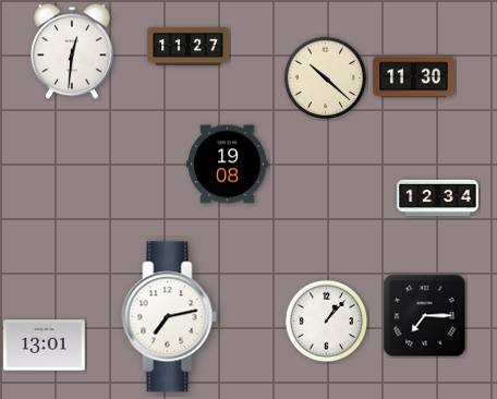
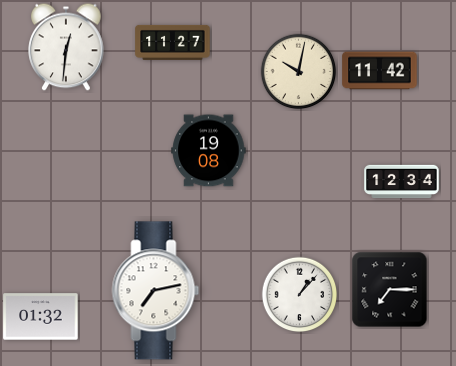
clock at (414, 77): 11:30 -> 11:42
clock at (326, 78): 10:22 -> 10:02
clock at (45, 346): 13:01 -> 01:32
